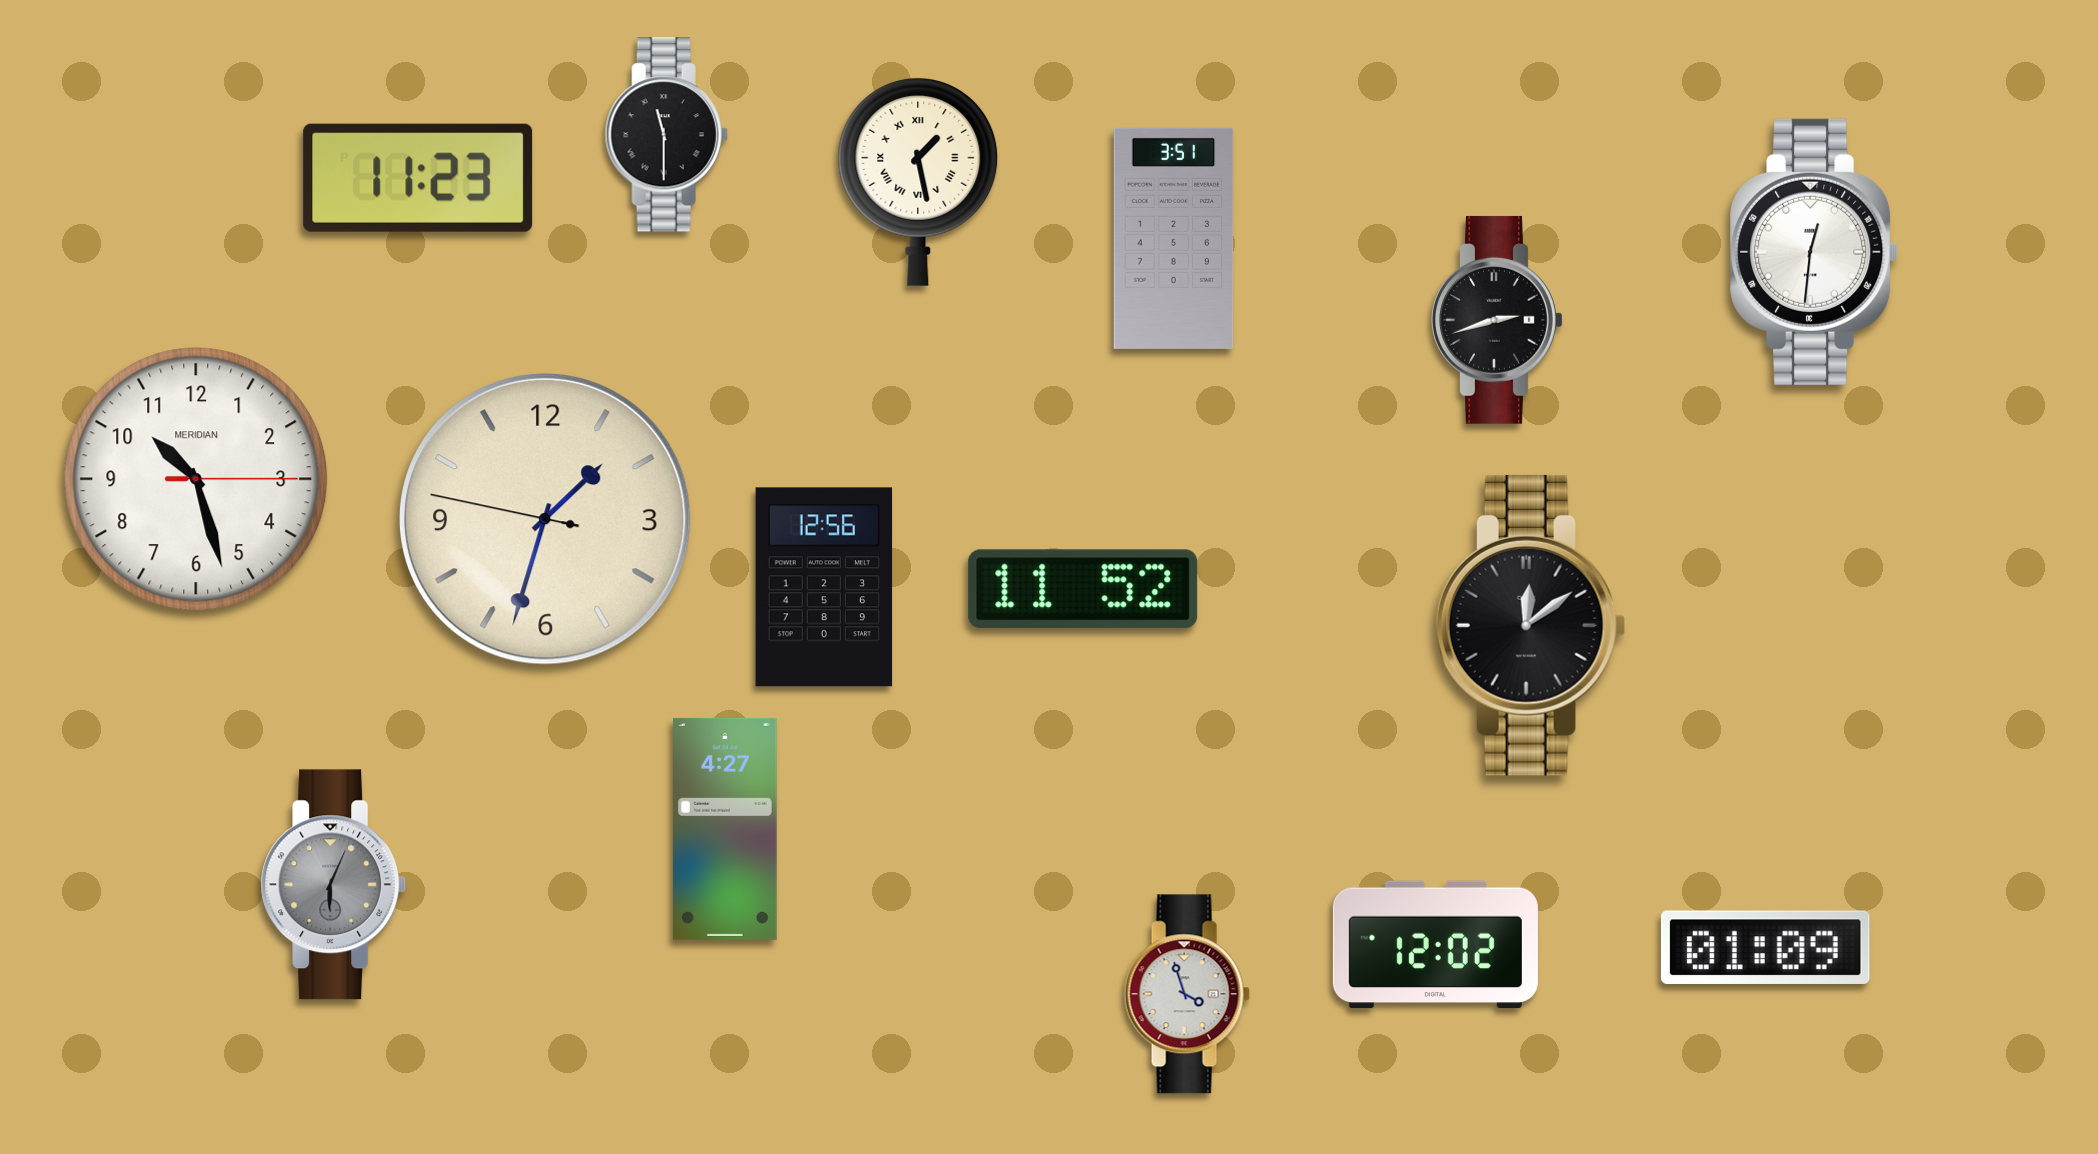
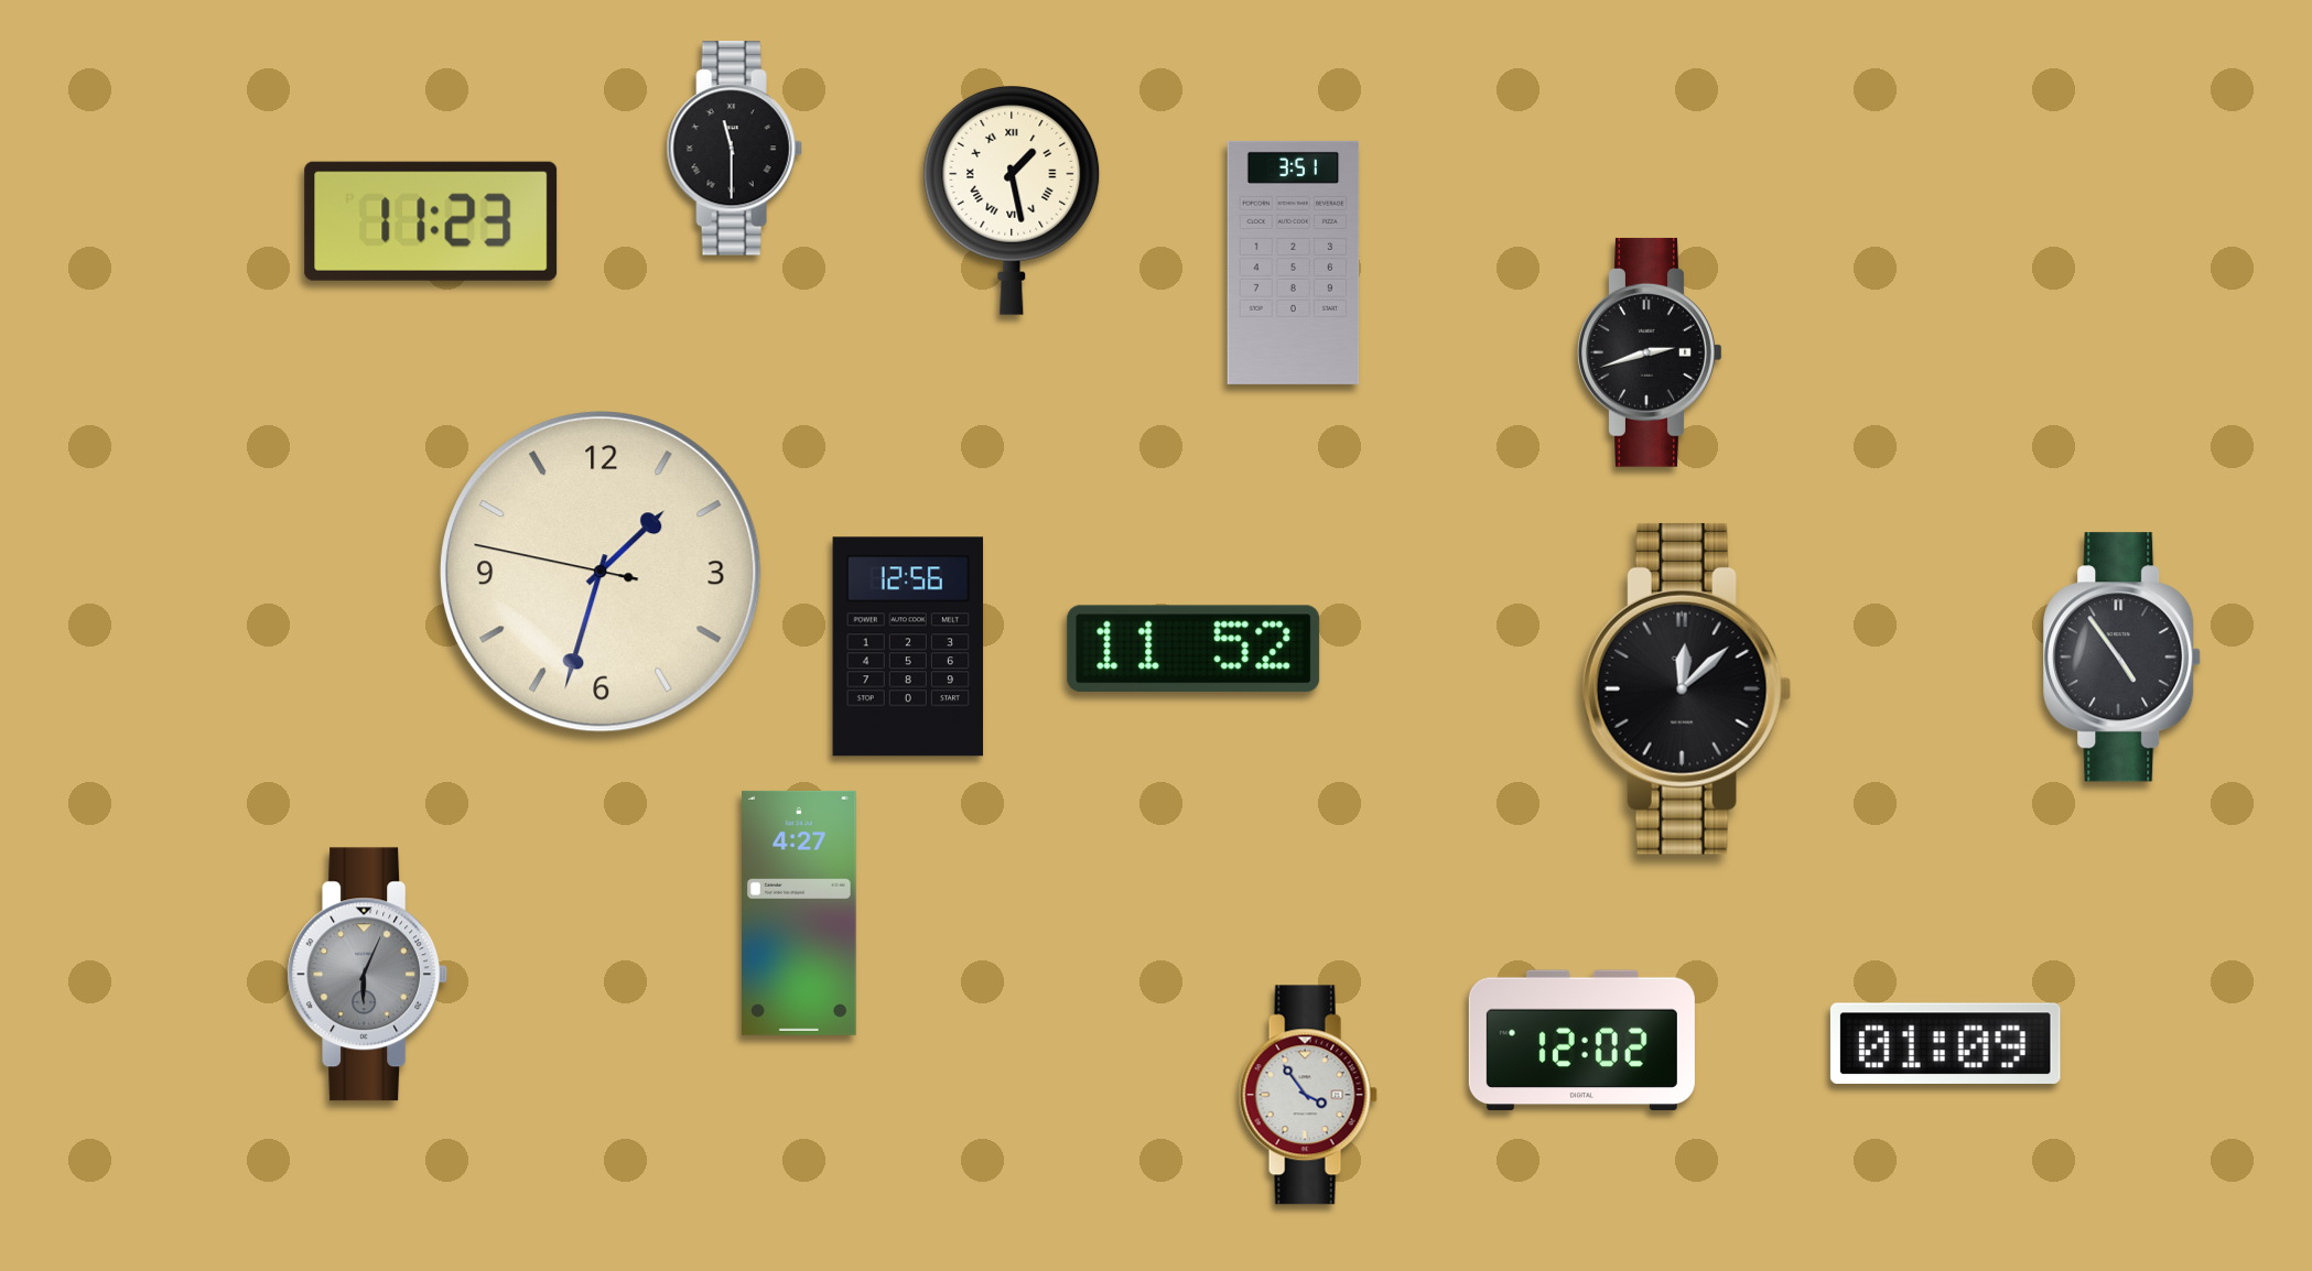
clock at (418, 178) position: (418, 178) -> (431, 221)
clock at (1814, 252): 12:31 -> none
clock at (196, 479): 10:27 -> none
clock at (2122, 658): none -> 4:54
clock at (1530, 625): 12:09 -> 12:08
clock at (1187, 994): 3:57 -> 3:54
